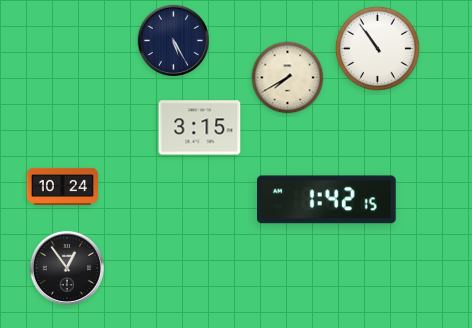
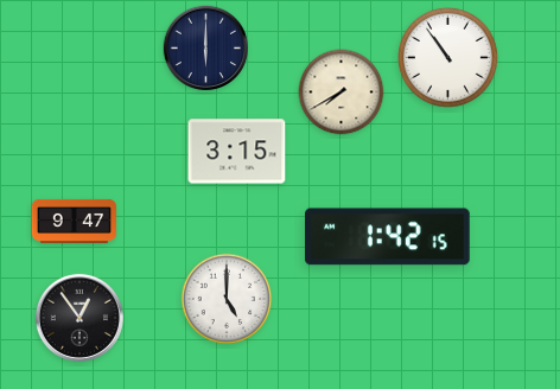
clock at (173, 40): 5:25 -> 6:00
clock at (62, 186): 10:24 -> 9:47
clock at (227, 299): none -> 5:00
